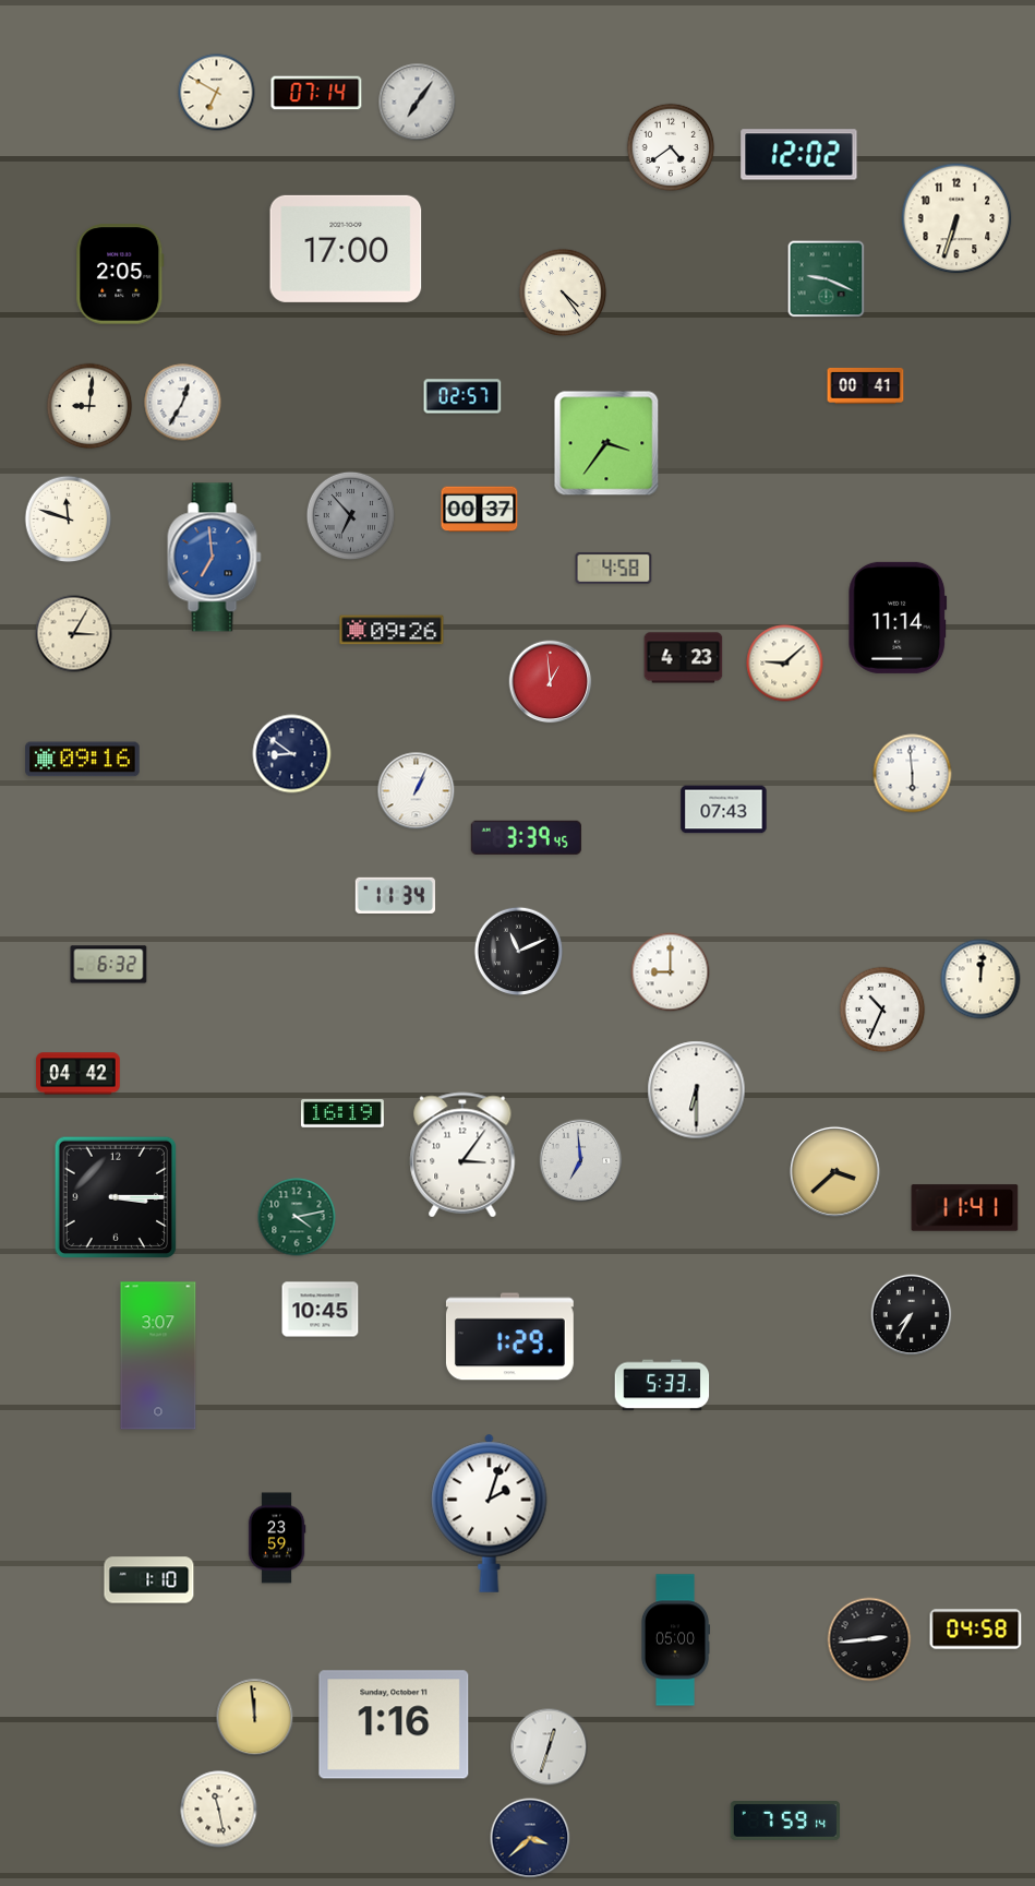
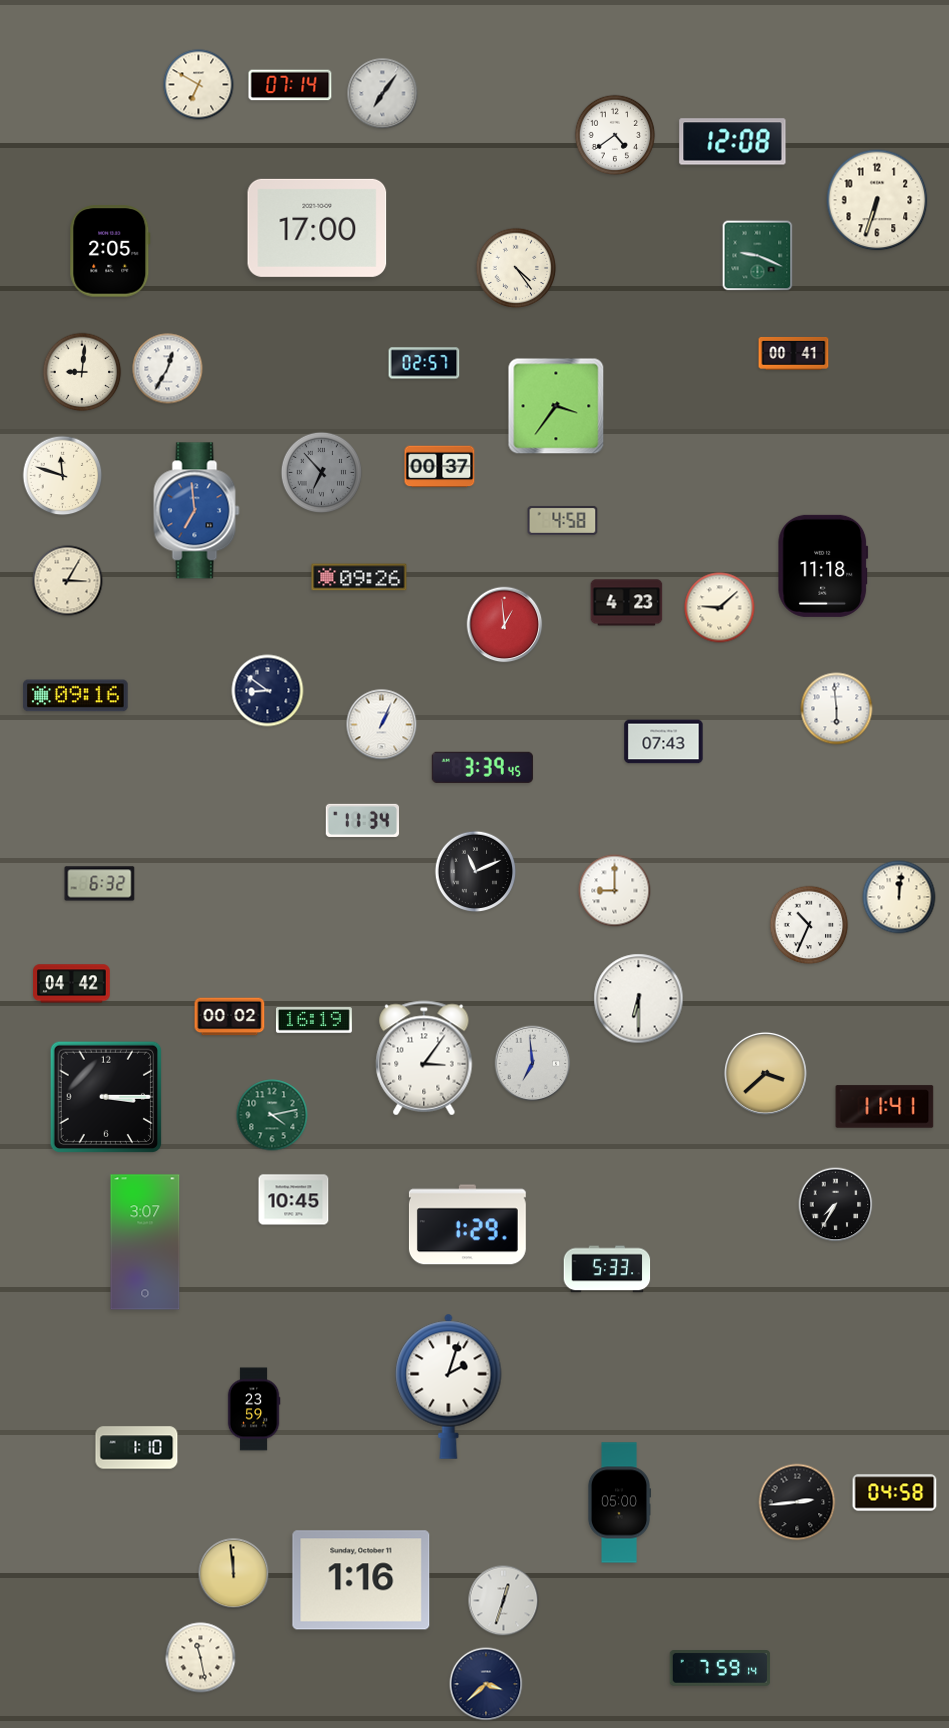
clock at (799, 155): 12:02 -> 12:08
clock at (898, 618): 11:14 -> 11:18
clock at (230, 1017): none -> 00:02
